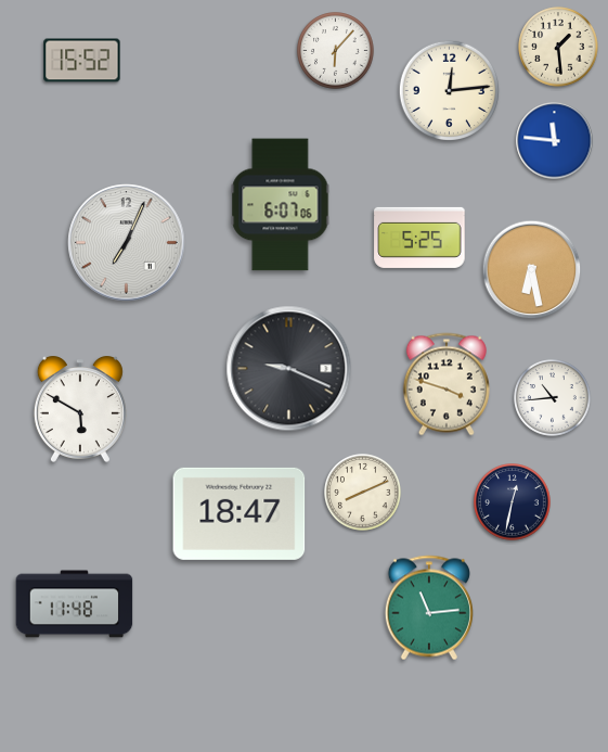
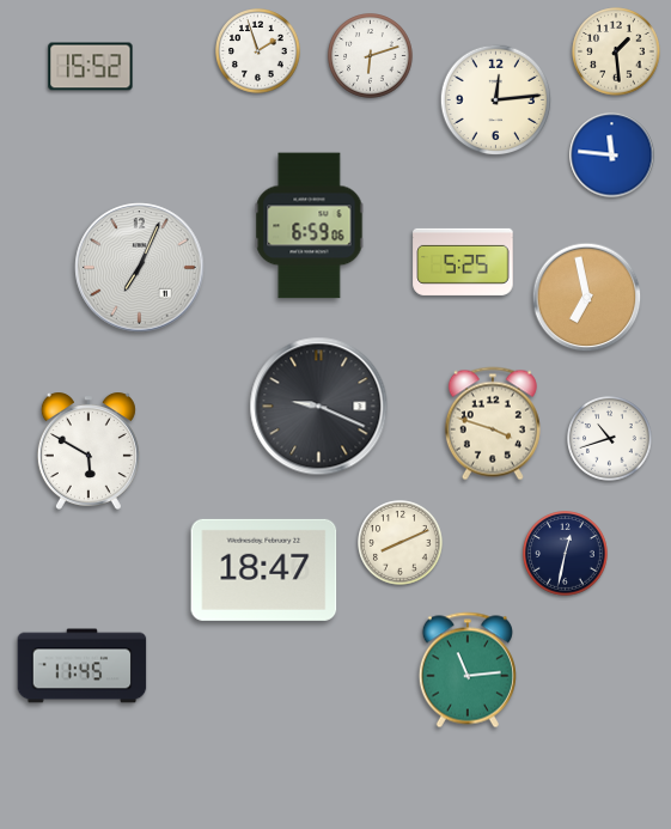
clock at (258, 51): none -> 1:57
clock at (336, 51): 6:07 -> 6:12
clock at (281, 205): 6:07 -> 6:59
clock at (532, 270): 6:28 -> 6:58
clock at (553, 398): 10:44 -> 10:42
clock at (240, 513) position: (240, 513) -> (264, 569)
clock at (75, 604): 11:48 -> 11:45
clock at (429, 608) position: (429, 608) -> (468, 670)
